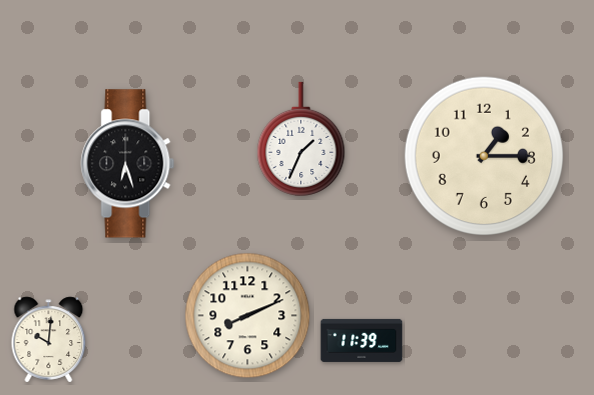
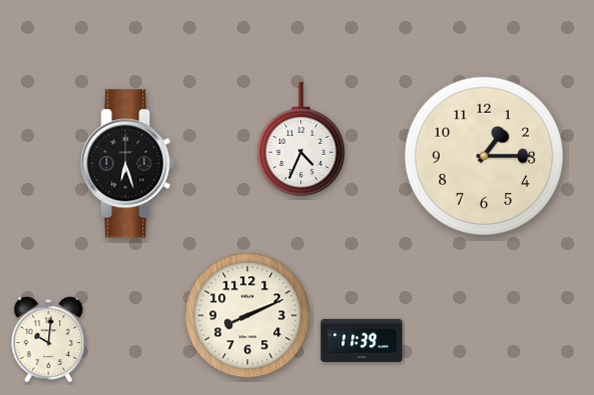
clock at (301, 139): 1:34 -> 4:34
